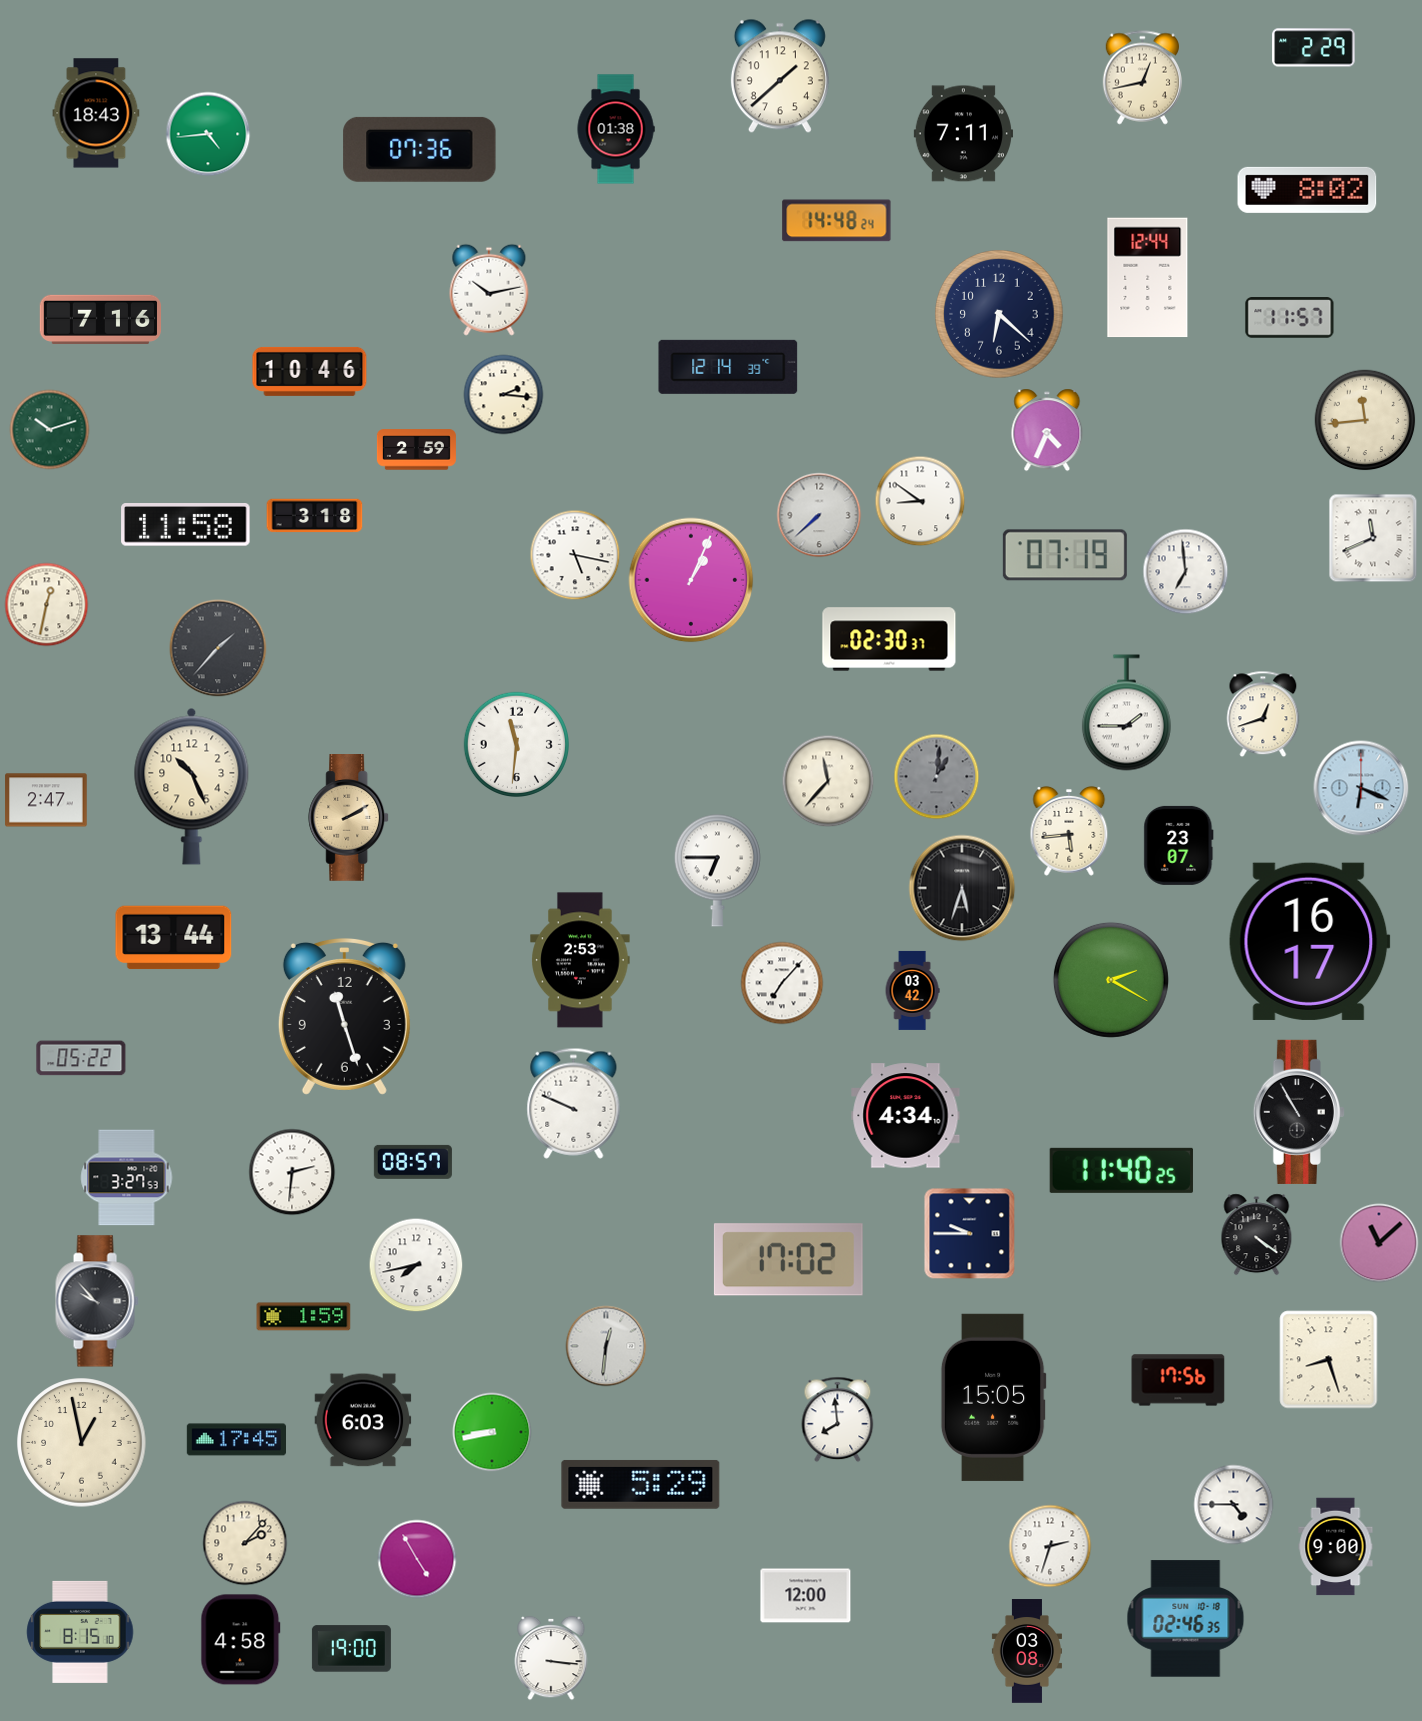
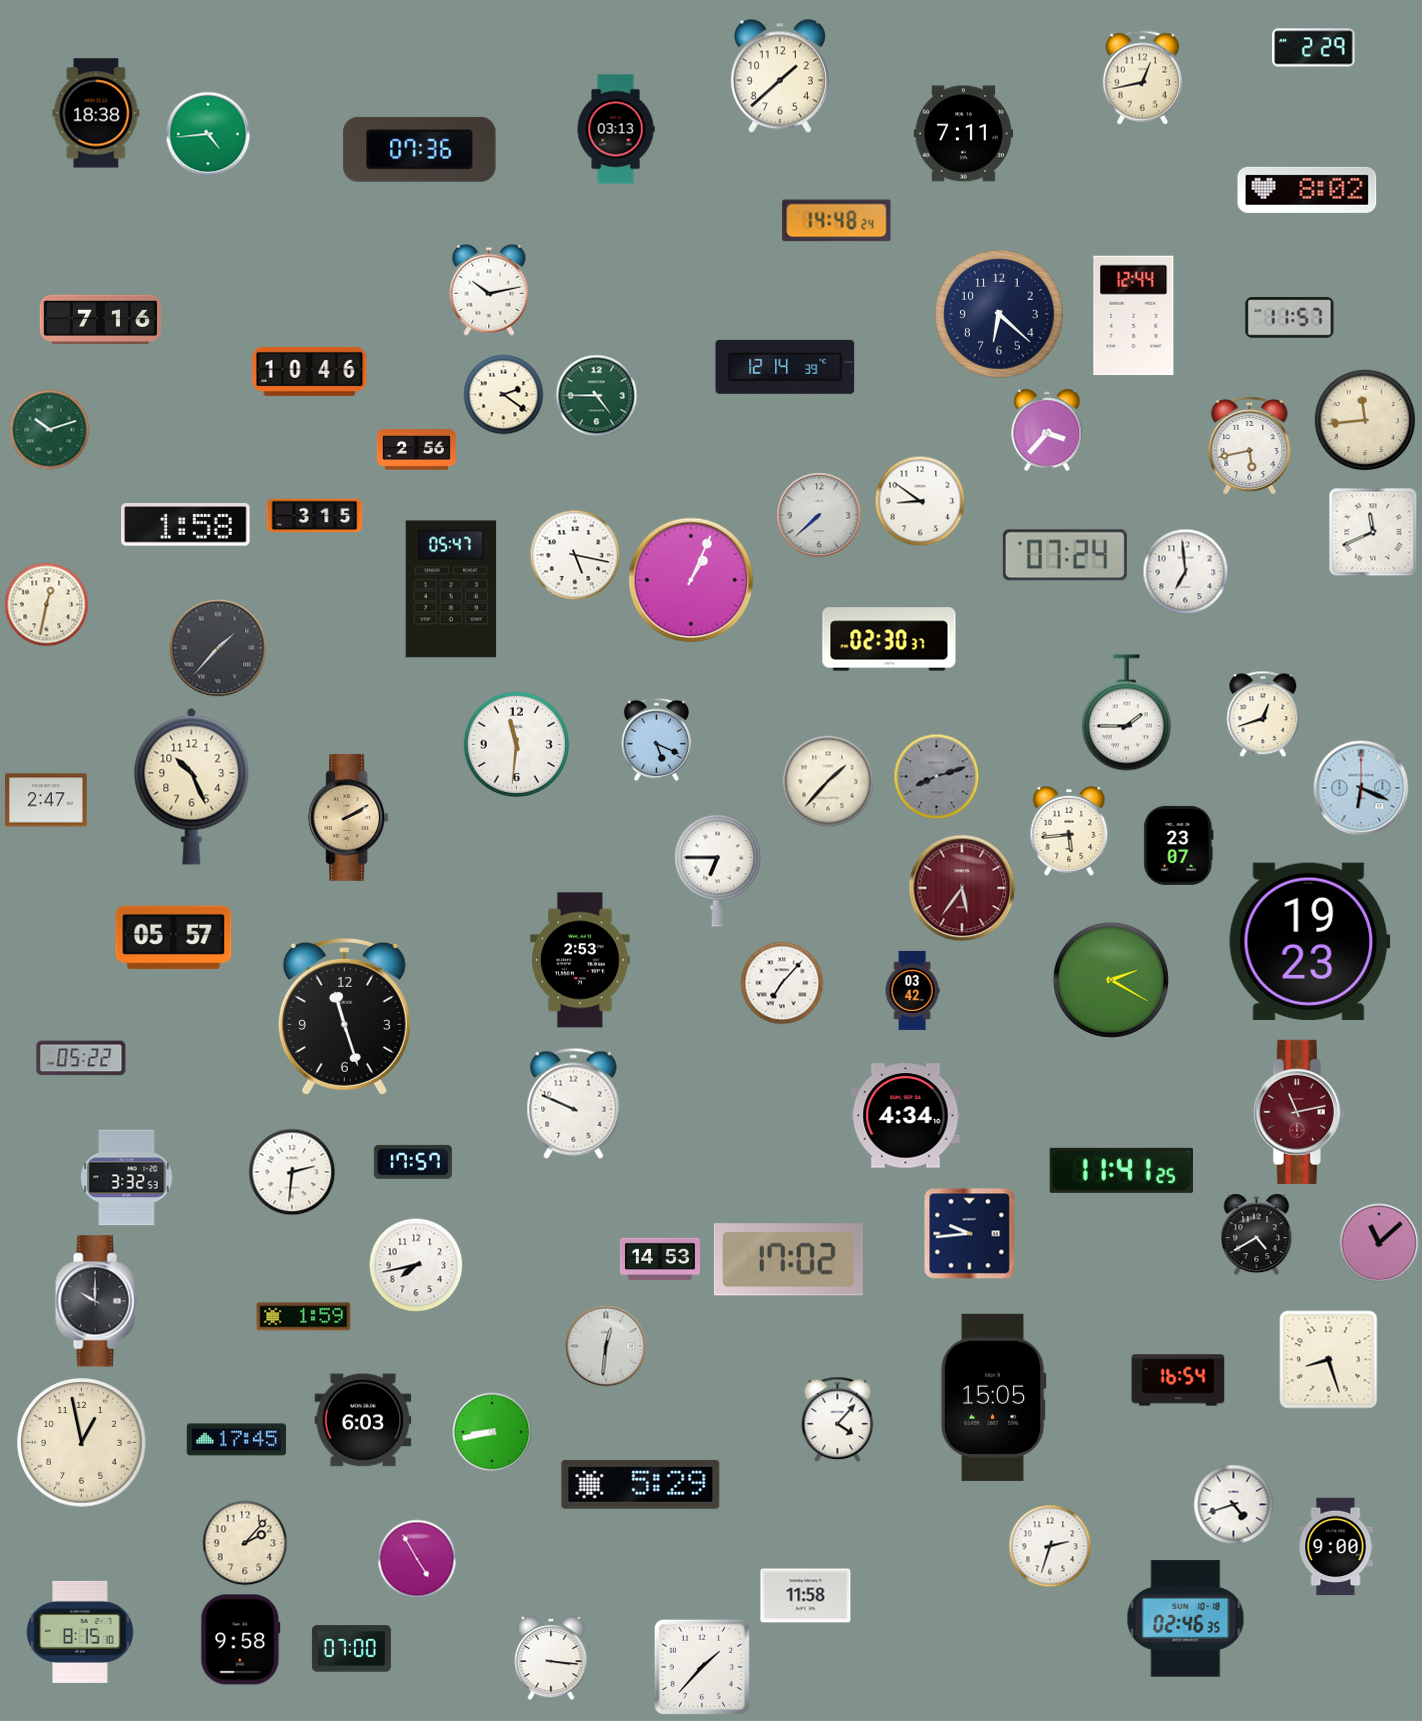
clock at (96, 113): 18:43 -> 18:38
clock at (616, 129): 01:38 -> 03:13
clock at (1148, 278) position: (1148, 278) -> (1134, 316)
clock at (728, 367) position: (728, 367) -> (785, 367)
clock at (504, 395): 2:16 -> 2:21
clock at (597, 396): none -> 4:45
clock at (1047, 430): 4:34 -> 3:37
clock at (1250, 445): none -> 5:43
clock at (416, 450): 2:59 -> 2:56
clock at (315, 516): 3:18 -> 3:15
clock at (186, 525): 11:58 -> 1:58
clock at (1373, 538) position: (1373, 538) -> (1373, 532)
clock at (1065, 555): 07:19 -> 07:24
clock at (451, 589): none -> 05:47
clock at (656, 739): none -> 5:19
clock at (937, 777): 1:01 -> 8:12
clock at (828, 781): 11:37 -> 1:37
clock at (962, 888): 5:33 -> 5:36
clock at (962, 888) dial: black -> burgundy
clock at (174, 938): 13:44 -> 05:57
clock at (1309, 941): 16:17 -> 19:23
clock at (1299, 1112): 10:55 -> 11:13
clock at (1299, 1112) dial: black -> burgundy
clock at (413, 1162): 08:57 -> 17:57
clock at (1121, 1170): 11:40 -> 11:41
clock at (127, 1178): 3:27 -> 3:32
clock at (970, 1234): 9:45 -> 9:44
clock at (1257, 1235): 4:21 -> 4:40
clock at (660, 1259): none -> 14:53
clock at (97, 1301): 9:53 -> 10:00
clock at (1178, 1380): 17:56 -> 16:54
clock at (838, 1420): 7:59 -> 4:07
clock at (1234, 1505): 4:45 -> 4:42
clock at (806, 1596): 12:00 -> 11:58
clock at (241, 1640): 4:58 -> 9:58
clock at (351, 1649): 19:00 -> 07:00
clock at (1027, 1651): 03:08 -> none
clock at (702, 1667): none -> 1:37
